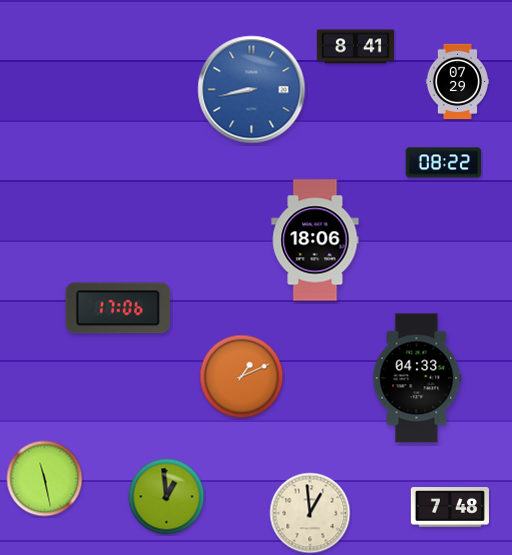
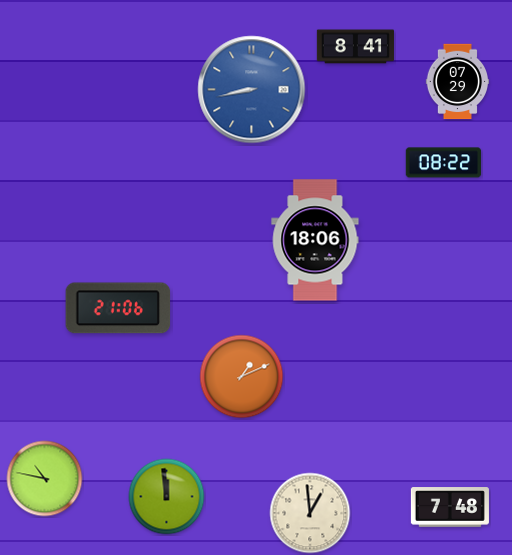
clock at (118, 308): 17:06 -> 21:06
clock at (417, 378): 04:33 -> none
clock at (45, 479): 11:28 -> 10:47
clock at (167, 497): 12:59 -> 11:59
